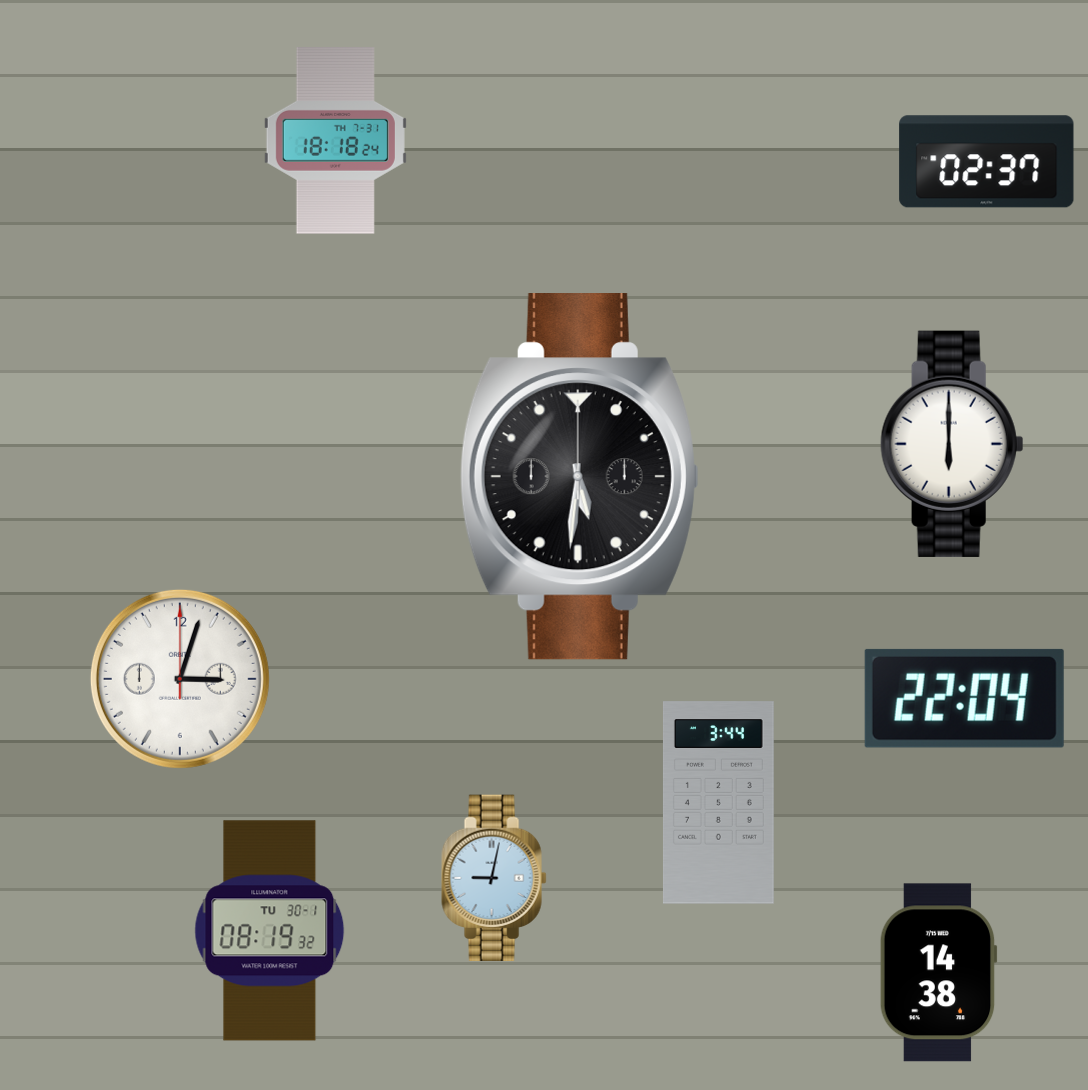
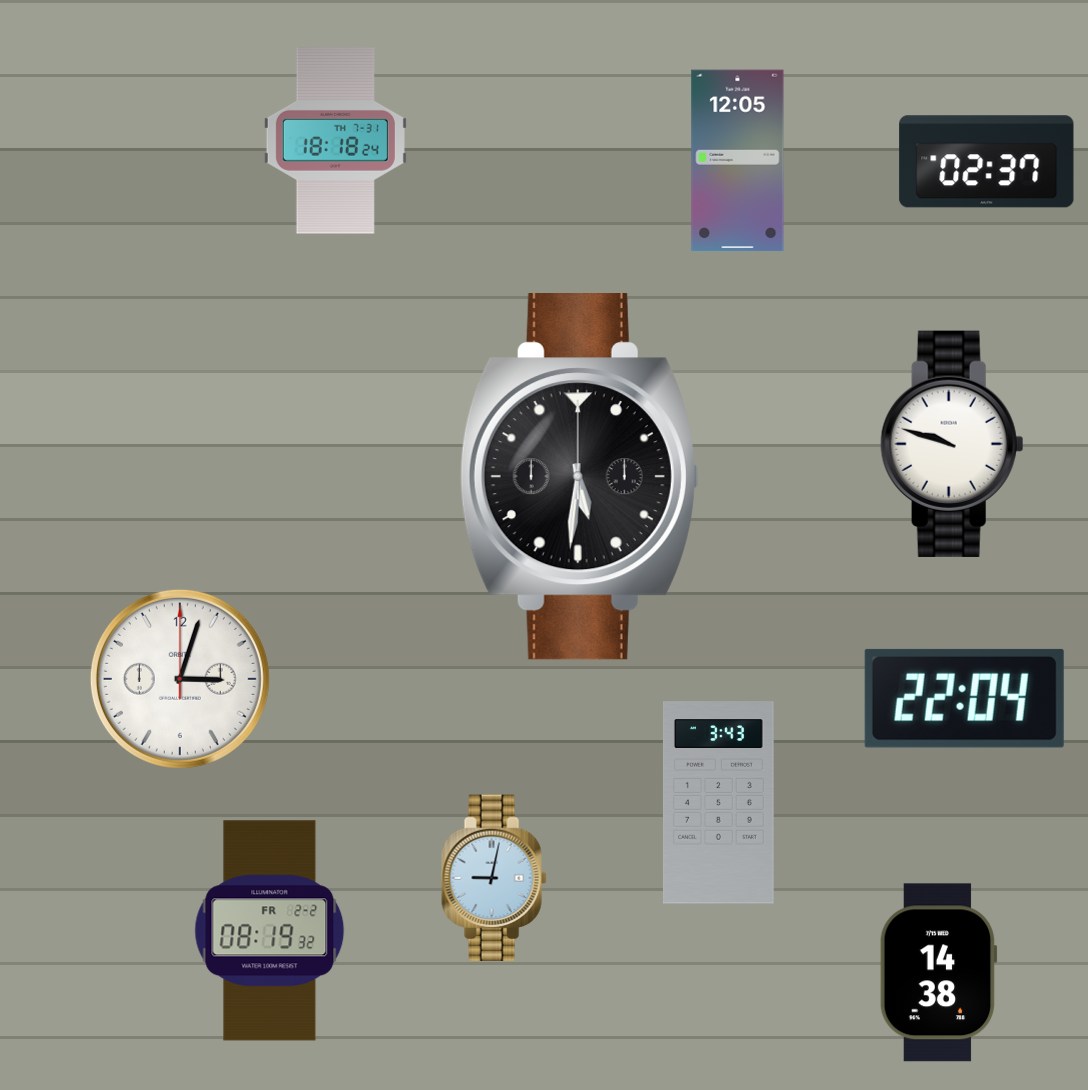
clock at (738, 161): none -> 12:05
clock at (952, 444): 6:00 -> 9:48
clock at (718, 803): 3:44 -> 3:43
clock at (270, 931) date: TU 30-1 -> FR 2-2
